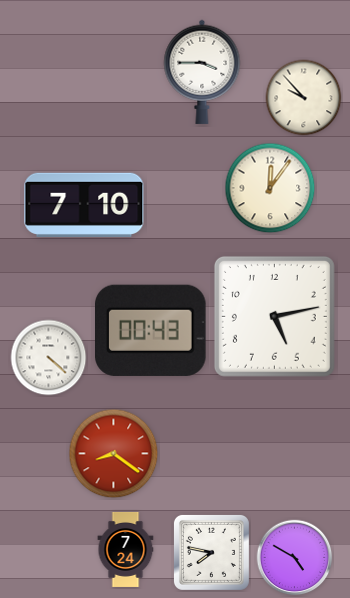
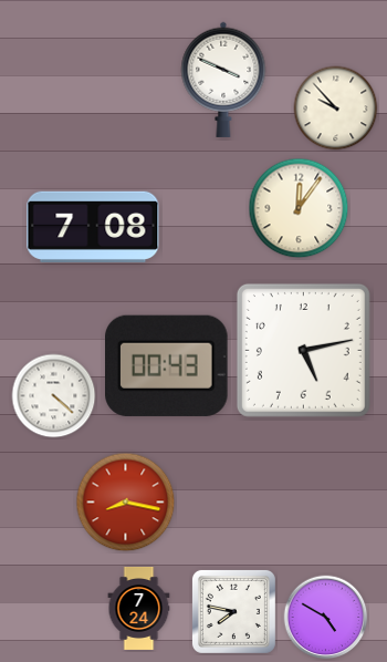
clock at (202, 72): 3:45 -> 3:49
clock at (84, 205): 7:10 -> 7:08
clock at (114, 454): 8:21 -> 8:17
